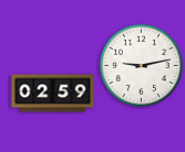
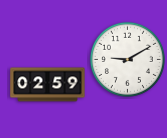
clock at (141, 65): 9:13 -> 9:10
